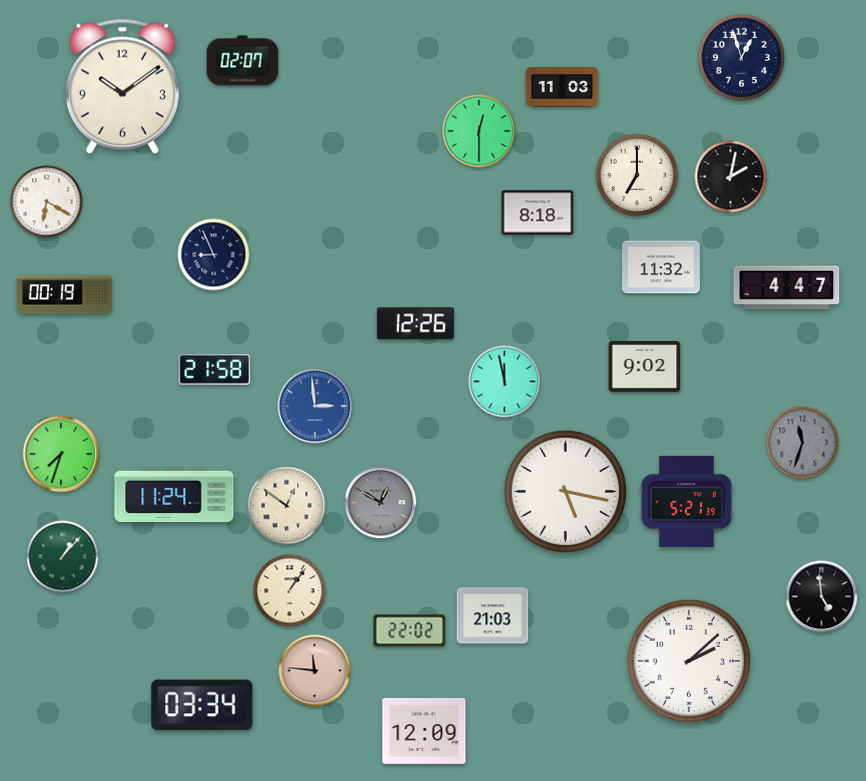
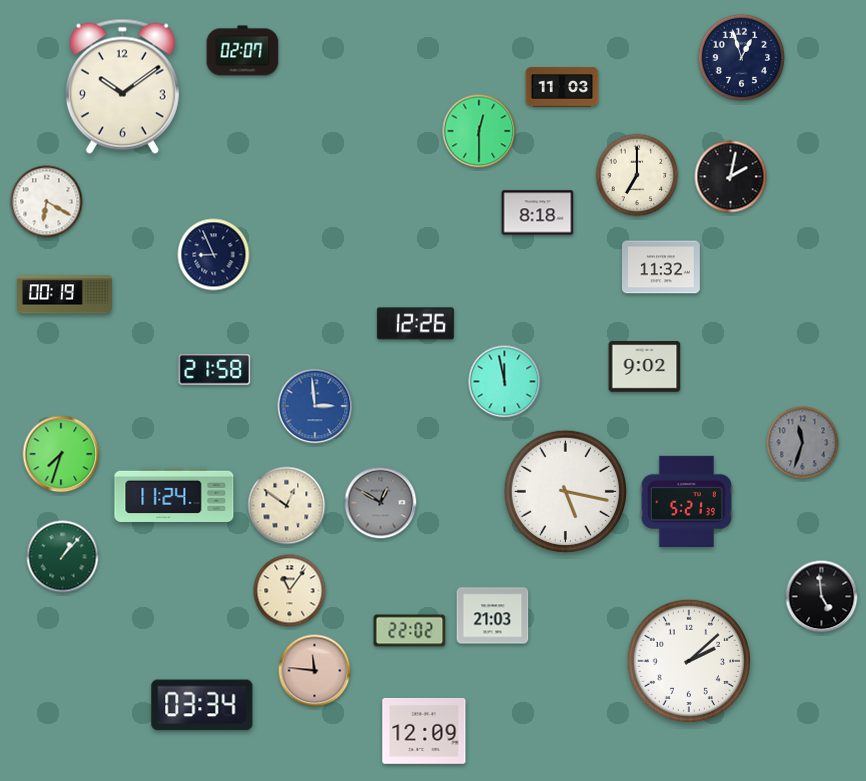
clock at (243, 61) position: (243, 61) -> (243, 51)
clock at (787, 288): 4:47 -> none
clock at (290, 591): 1:06 -> 11:06
